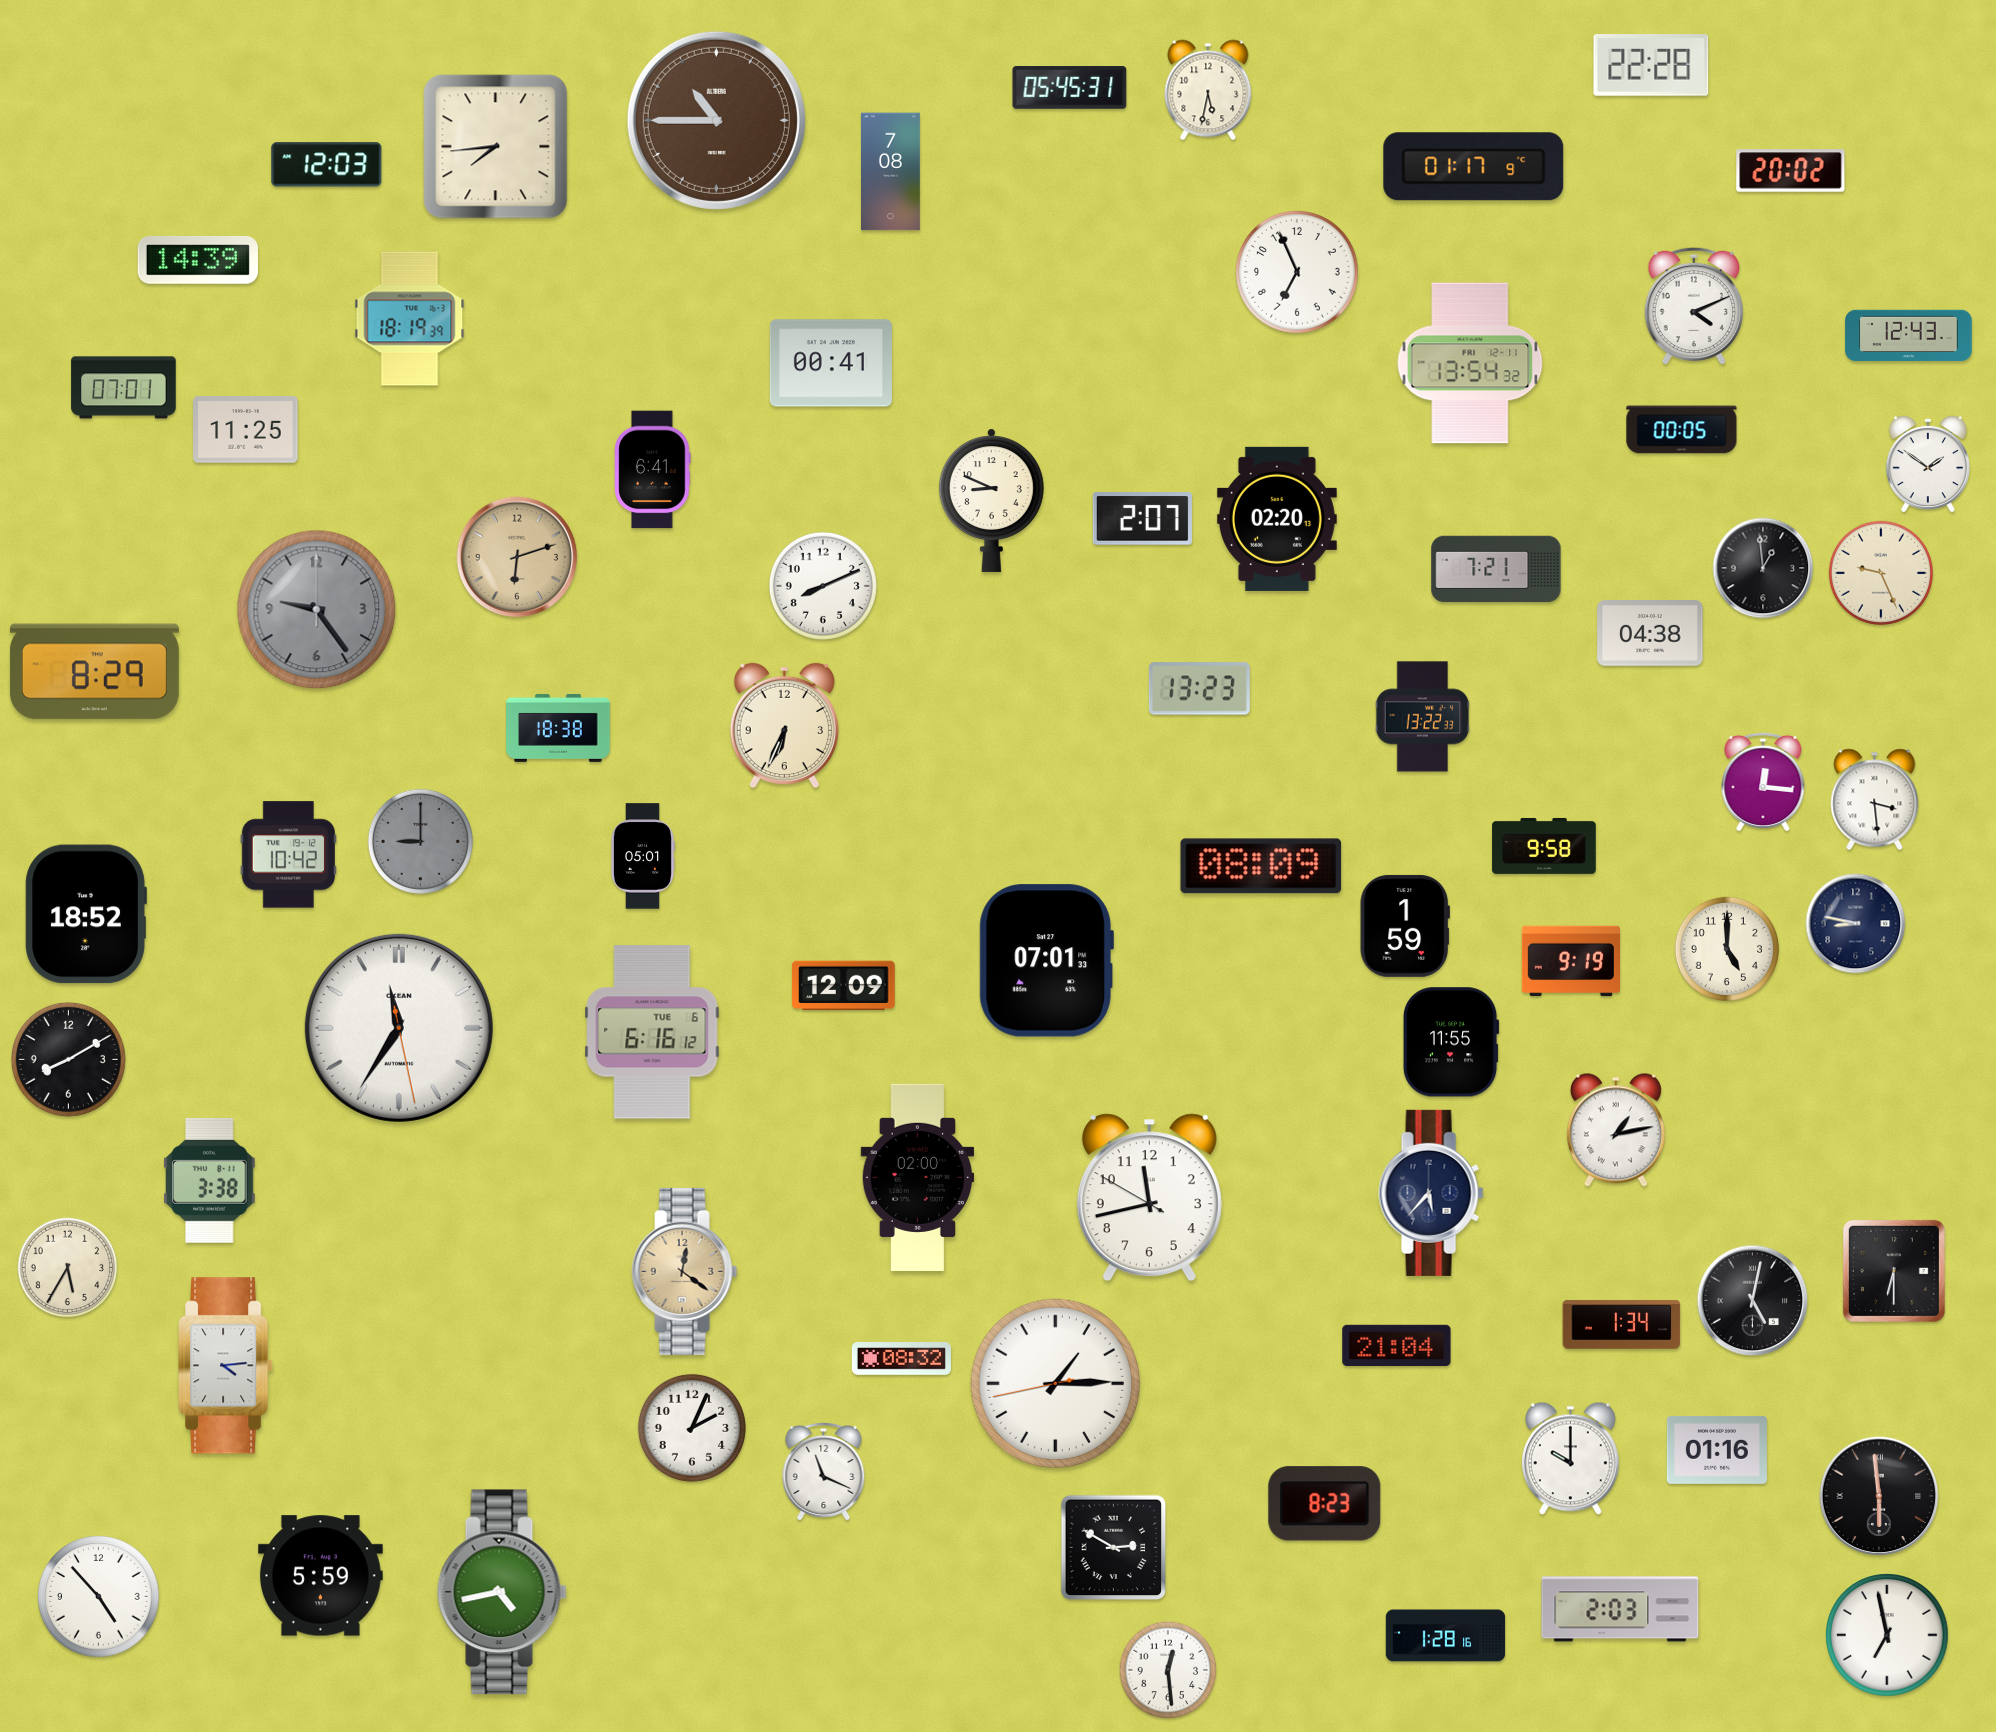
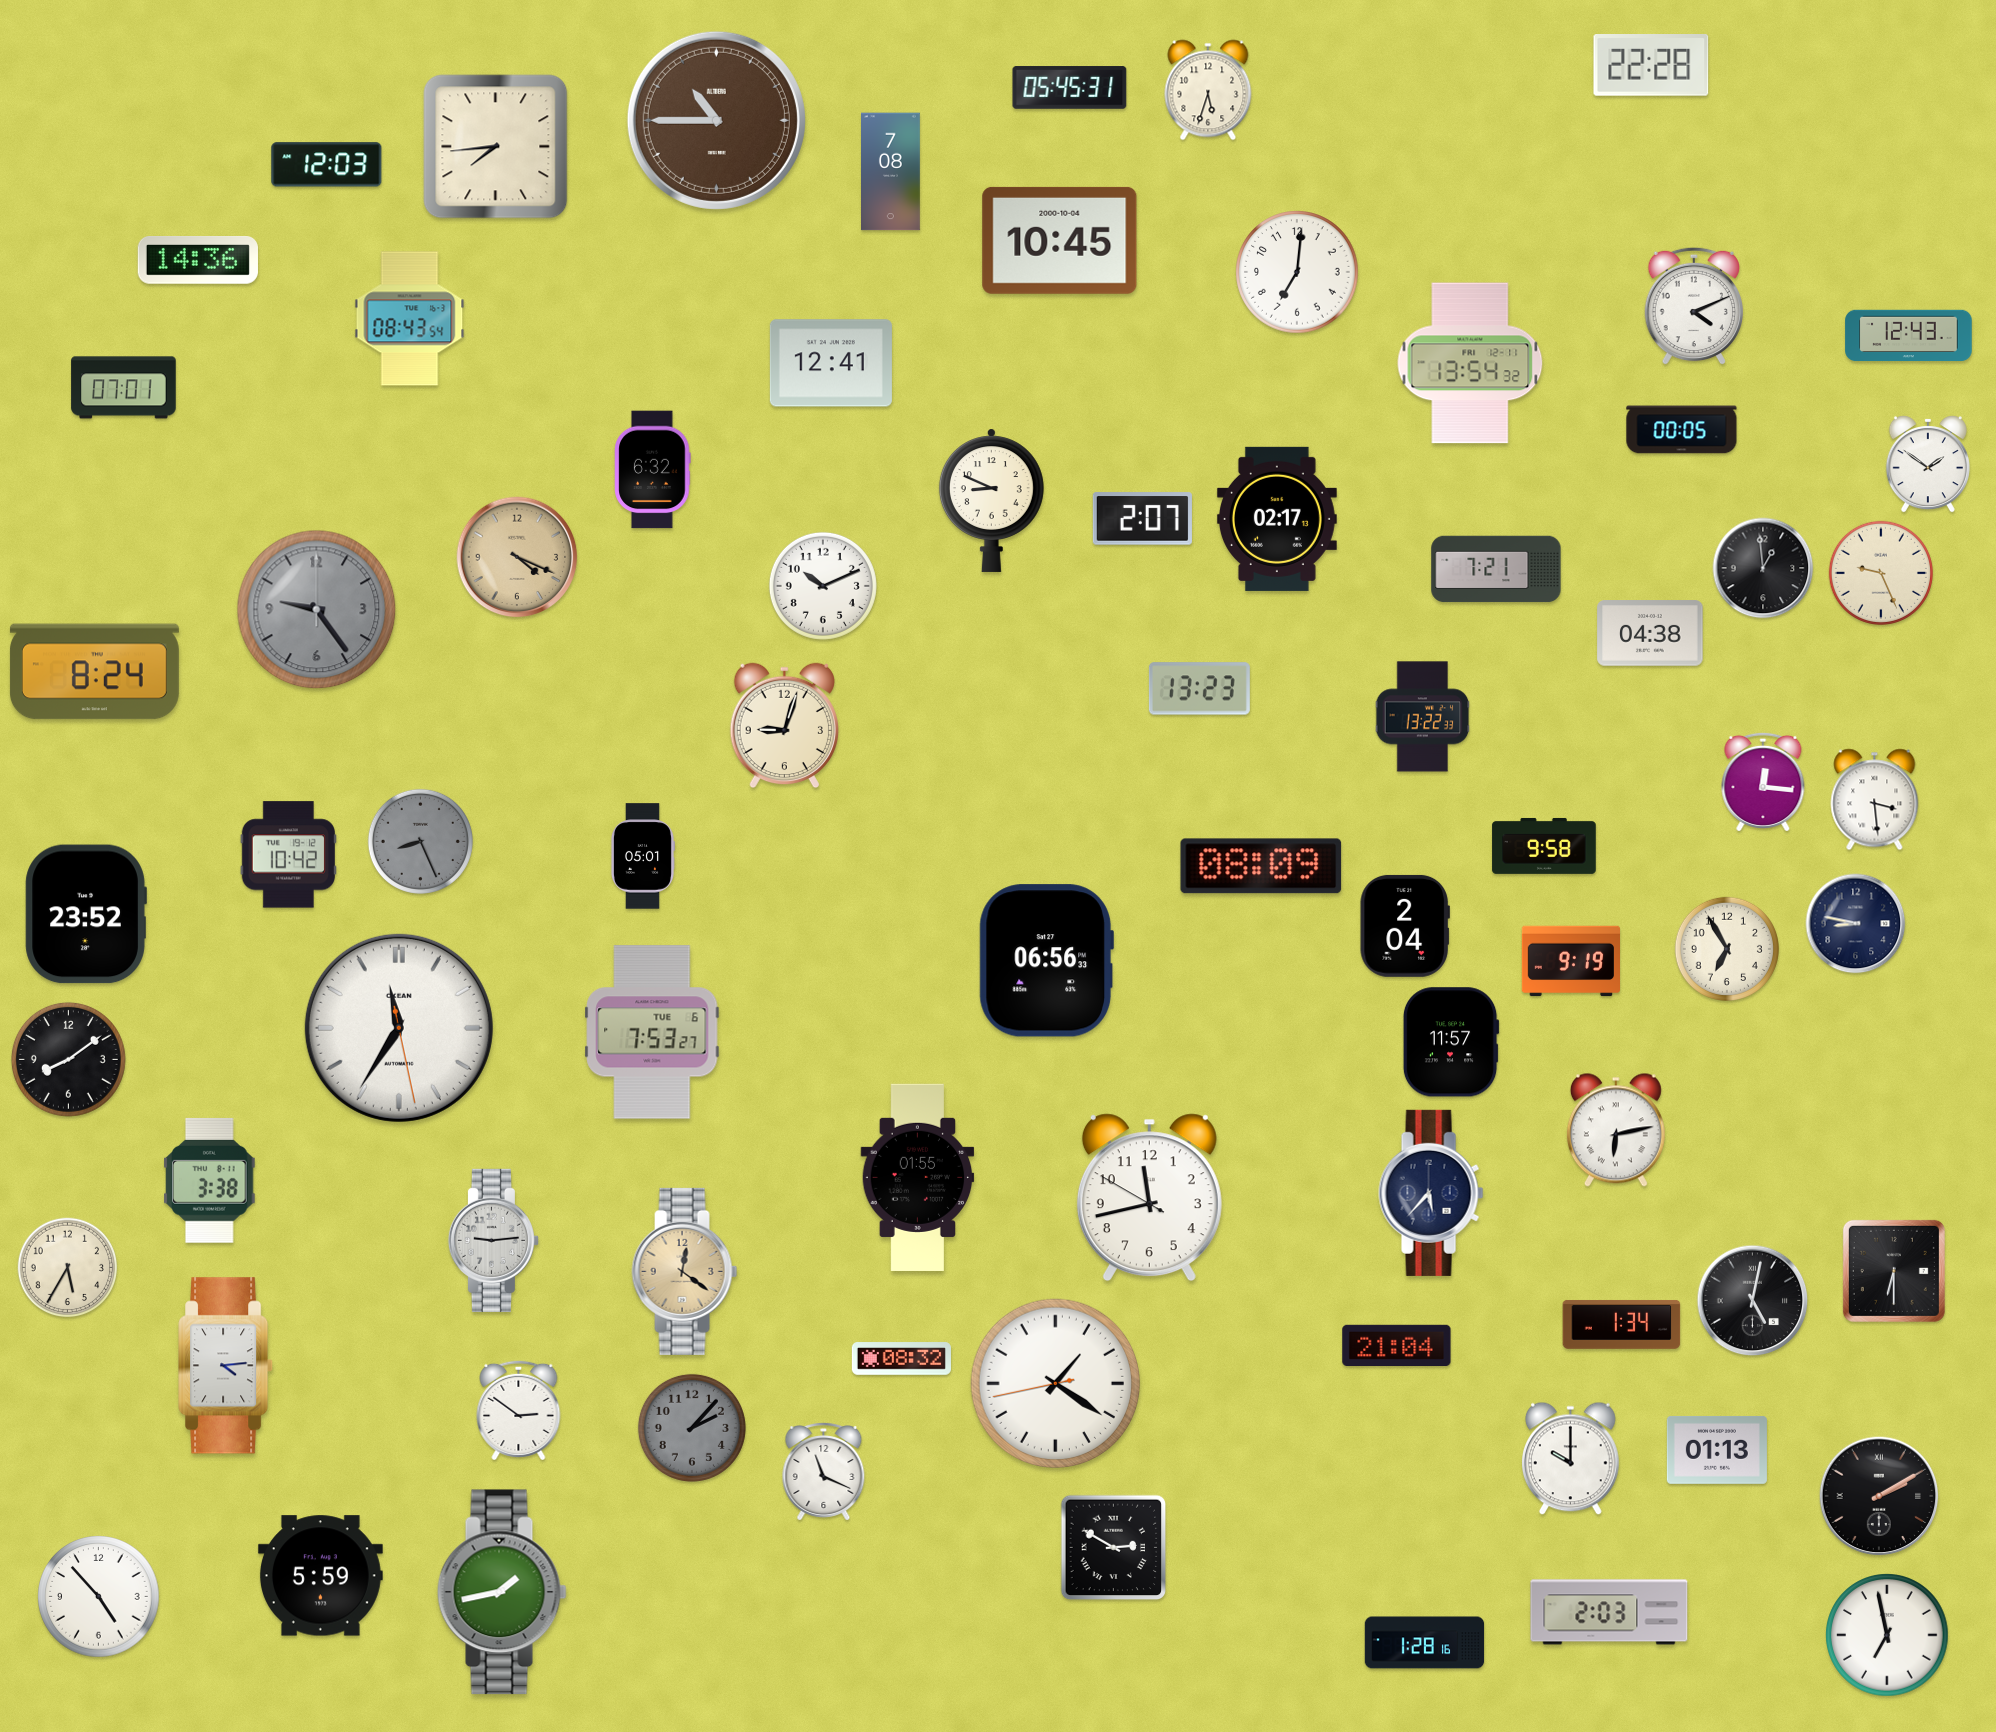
clock at (1208, 90): 5:32 -> 5:33
clock at (1474, 167): 01:17 -> none
clock at (1791, 171): 20:02 -> none
clock at (1060, 240): none -> 10:45
clock at (198, 261): 14:39 -> 14:36
clock at (1297, 272): 6:56 -> 7:01
clock at (410, 319): 18:19 -> 08:43
clock at (831, 363): 00:41 -> 12:41
clock at (246, 430): 11:25 -> none
clock at (653, 470): 6:41 -> 6:32
clock at (1277, 519): 02:20 -> 02:17
clock at (517, 557): 6:12 -> 4:19
clock at (823, 586): 8:11 -> 10:11
clock at (94, 672): 8:29 -> 8:24
clock at (784, 726): 6:34 -> 9:03
clock at (558, 728): 18:38 -> none
clock at (420, 841): 9:00 -> 8:26
clock at (86, 914): 18:52 -> 23:52
clock at (1405, 926): 1:59 -> 2:04
clock at (1727, 949): 5:00 -> 6:55
clock at (1046, 961): 07:01 -> 06:56
clock at (843, 986): 12:09 -> none
clock at (652, 1032): 6:16 -> 7:53
clock at (1451, 1042): 11:55 -> 11:57
clock at (68, 1059): 8:10 -> 8:09
clock at (1616, 1130): 1:13 -> 6:13
clock at (918, 1177): 02:00 -> 01:55
clock at (493, 1240): none -> 9:14
clock at (1055, 1383): 1:14 -> 1:20
clock at (519, 1409): none -> 2:51
clock at (692, 1428): 2:04 -> 2:07
clock at (692, 1428) dial: white -> grey
clock at (1717, 1450): 01:16 -> 01:13
clock at (1879, 1496): 5:59 -> 2:10
clock at (1325, 1504): 8:23 -> none
clock at (502, 1592): 4:43 -> 1:43
clock at (1620, 1609) position: (1620, 1609) -> (1609, 1612)
clock at (1446, 1636) position: (1446, 1636) -> (1425, 1643)
clock at (1168, 1670): 12:29 -> none
